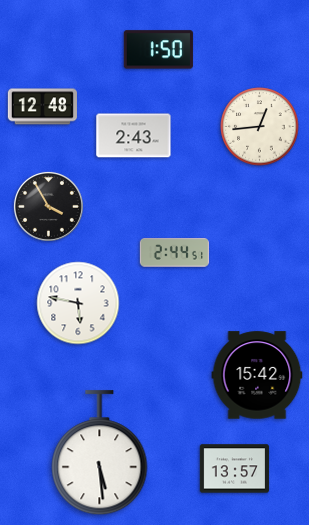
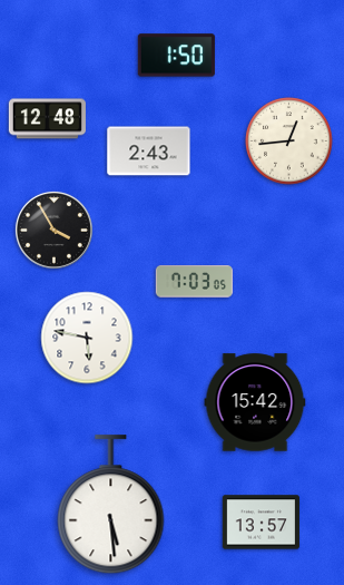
clock at (174, 253): 2:44 -> 7:03
clock at (257, 375) position: (257, 375) -> (255, 402)
